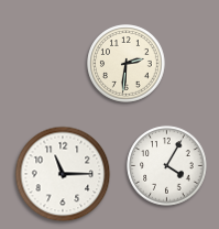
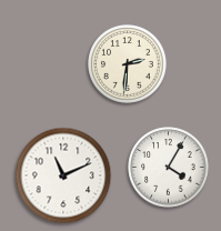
clock at (63, 174): 11:15 -> 11:11
